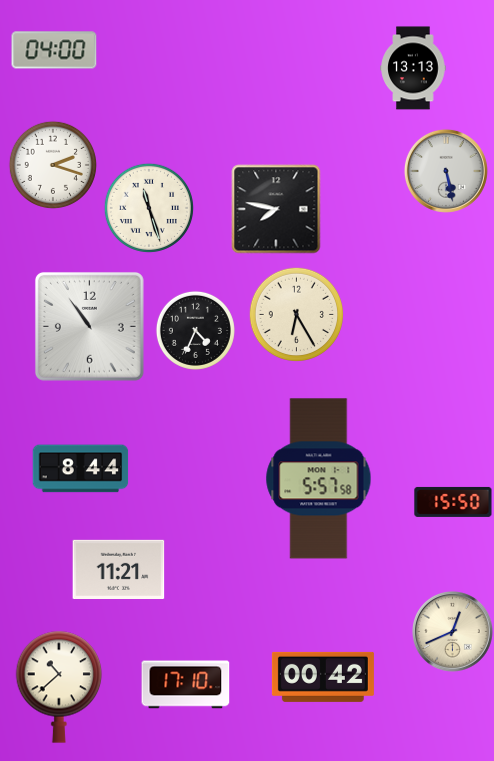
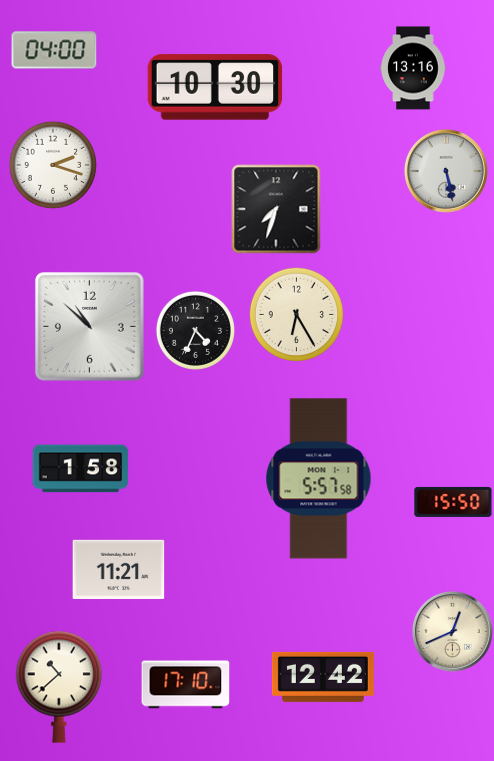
clock at (413, 68): 13:13 -> 13:16
clock at (215, 87): none -> 10:30
clock at (149, 208): 11:27 -> none
clock at (276, 209): 7:47 -> 7:33
clock at (89, 326): 10:54 -> 10:52
clock at (81, 469): 8:44 -> 1:58
clock at (323, 677): 00:42 -> 12:42
